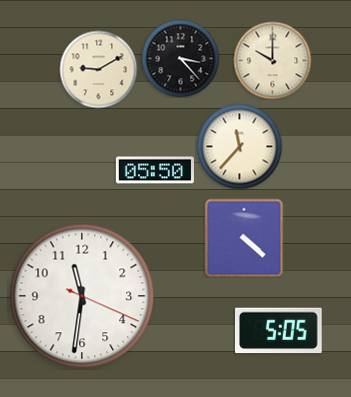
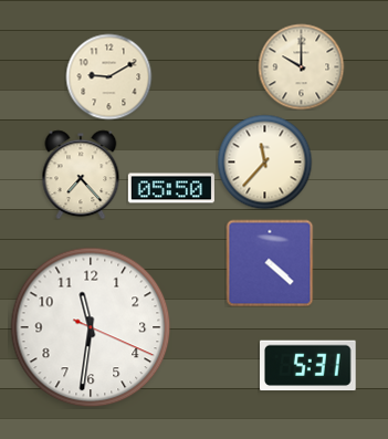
clock at (180, 58): 3:23 -> none
clock at (81, 175): none -> 7:23
clock at (279, 331): 5:05 -> 5:31
